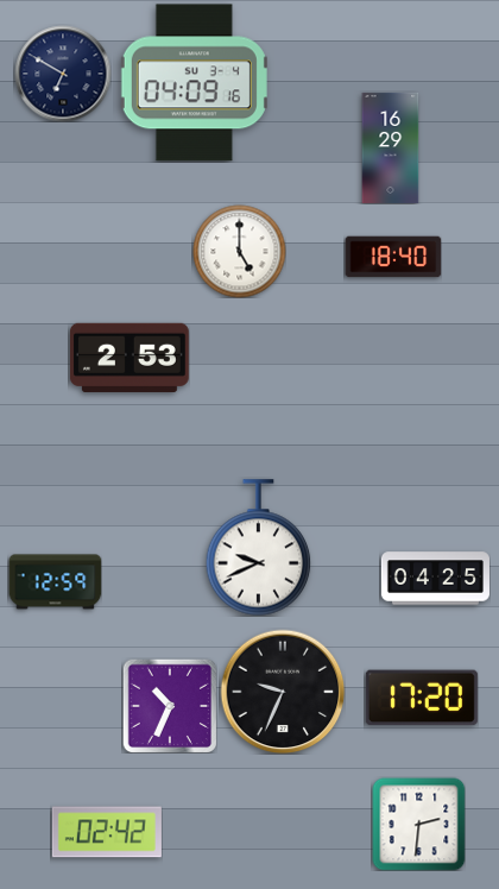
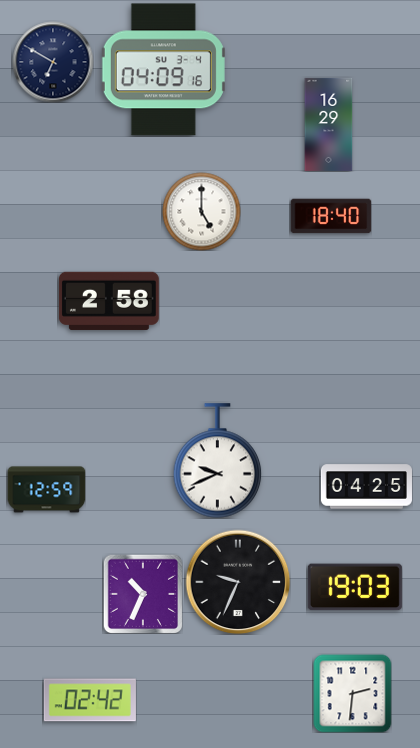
clock at (130, 358): 2:53 -> 2:58
clock at (422, 698): 17:20 -> 19:03
